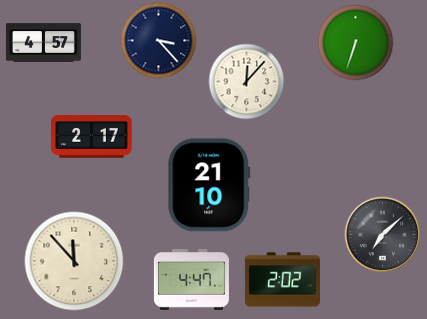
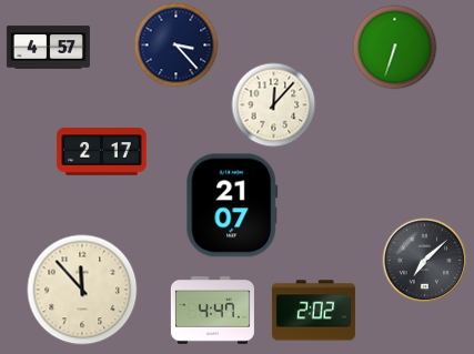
clock at (247, 82) position: (247, 82) -> (274, 105)
clock at (209, 185): 21:10 -> 21:07
